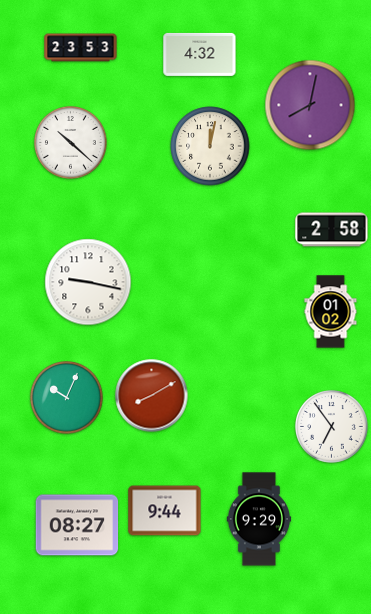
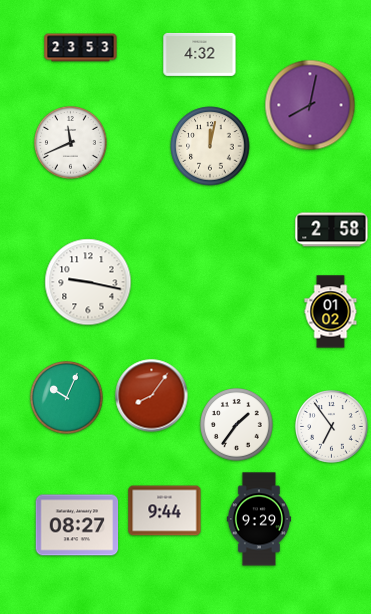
clock at (71, 143): 10:22 -> 11:41
clock at (152, 396): 8:10 -> 8:06
clock at (237, 425): none -> 1:36
